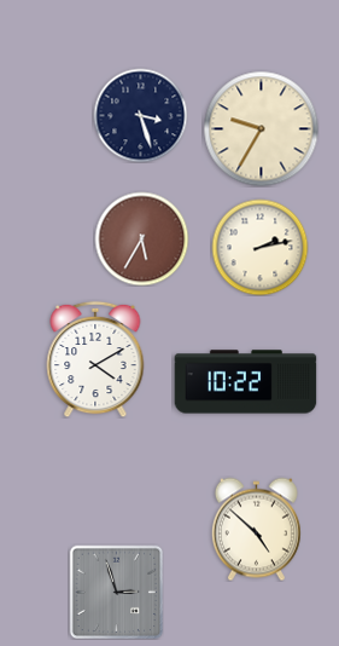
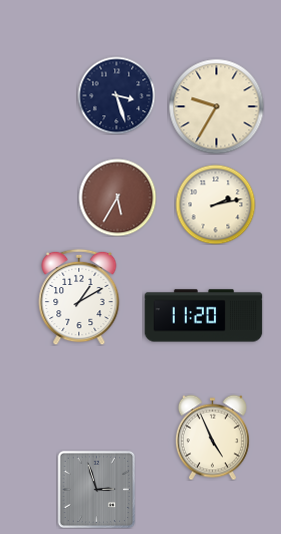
clock at (95, 359): 4:10 -> 1:10
clock at (246, 382): 10:22 -> 11:20
clock at (256, 529): 4:52 -> 4:56
